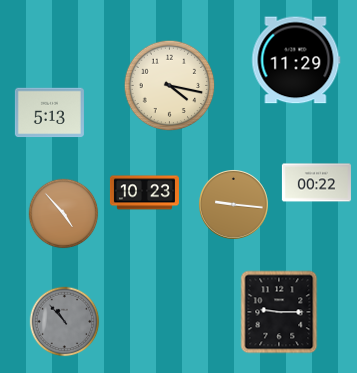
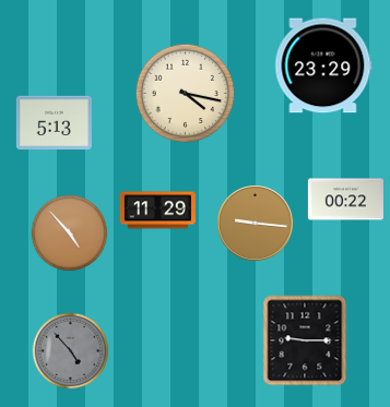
clock at (296, 60): 11:29 -> 23:29
clock at (144, 193): 10:23 -> 11:29
clock at (65, 322): 10:53 -> 4:53
